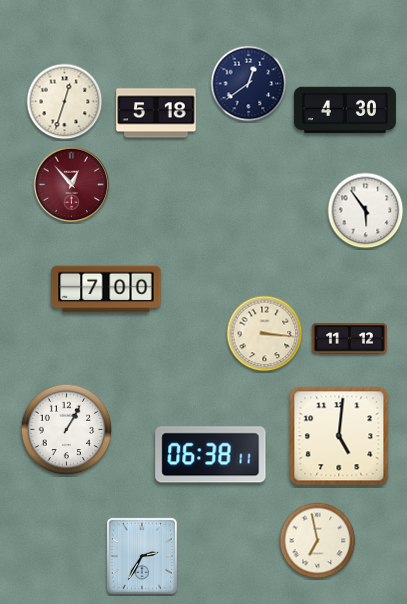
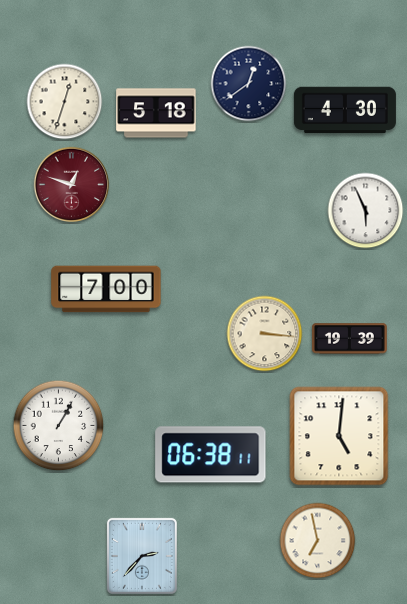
clock at (72, 185): 12:53 -> 12:48
clock at (366, 211): 5:54 -> 5:56
clock at (349, 339): 11:12 -> 19:39
clock at (67, 430) position: (67, 430) -> (59, 426)
clock at (142, 556): 2:35 -> 2:37
